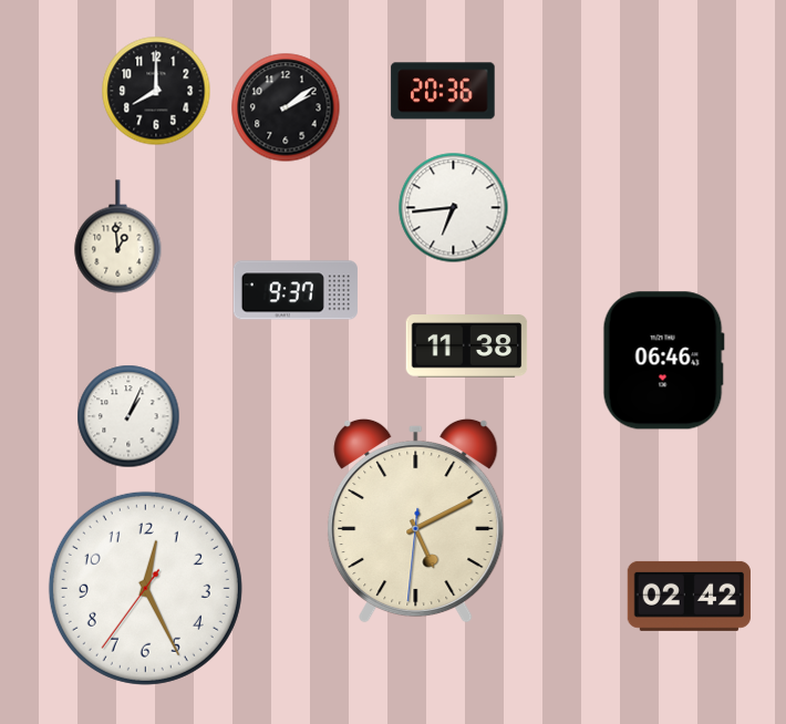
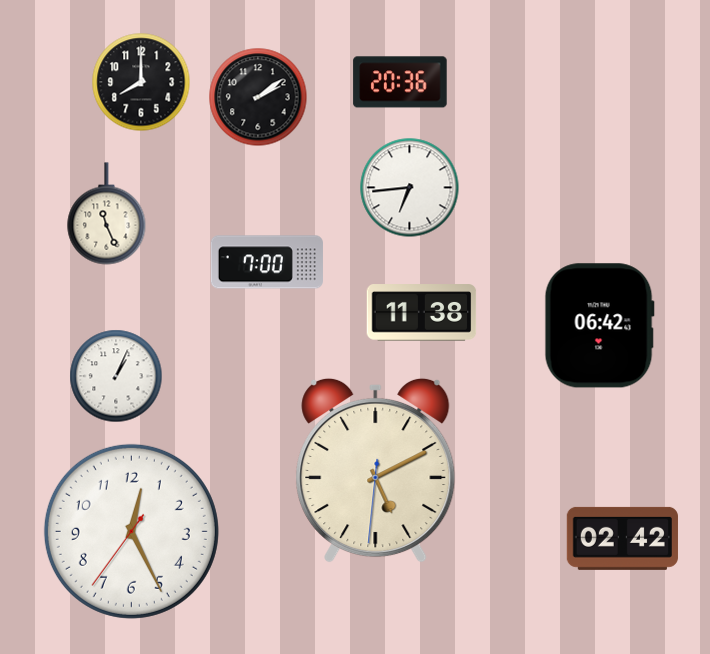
clock at (118, 237): 12:59 -> 11:26
clock at (296, 290): 9:37 -> 7:00
clock at (663, 361): 06:46 -> 06:42
